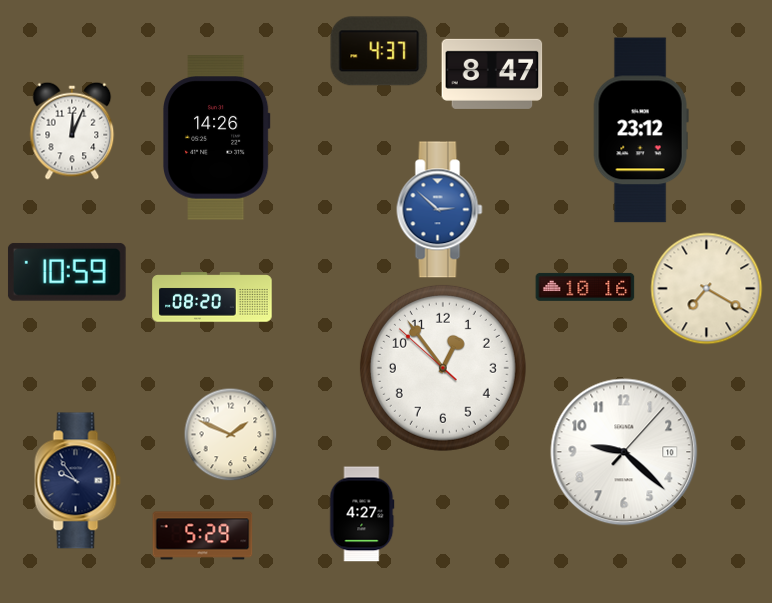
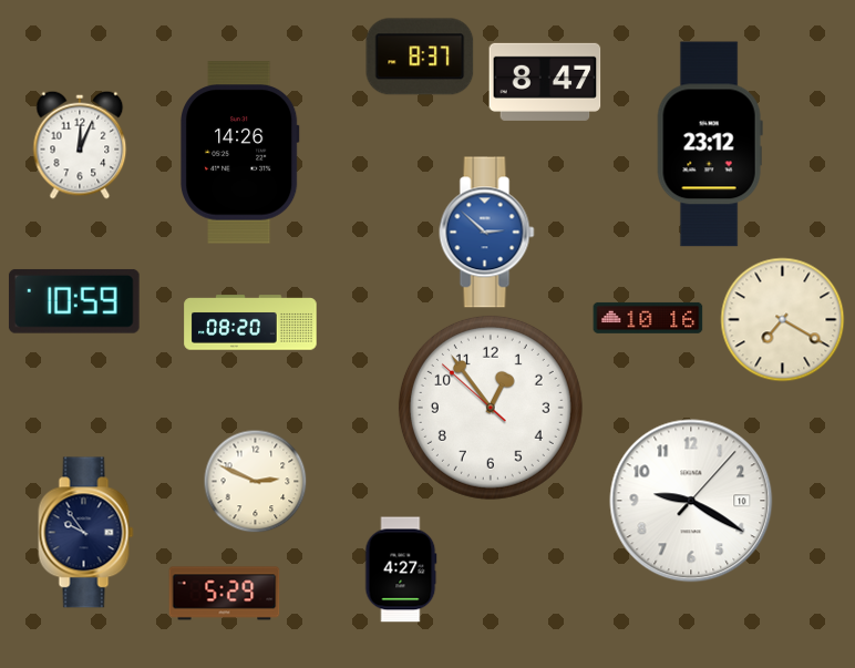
clock at (379, 51): 4:37 -> 8:37
clock at (212, 297) position: (212, 297) -> (250, 322)
clock at (230, 434): 1:49 -> 2:49
clock at (624, 452): 9:22 -> 9:20
